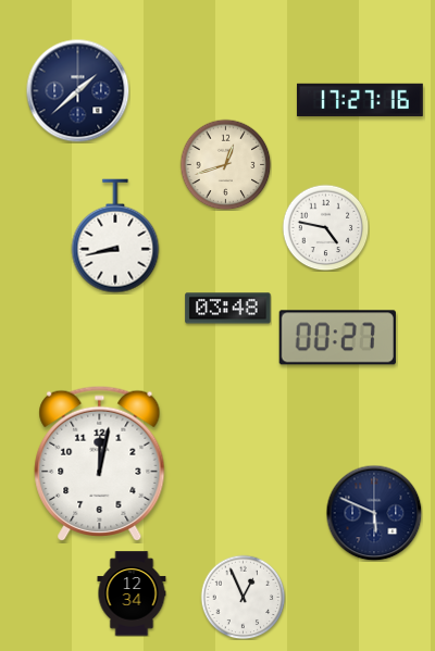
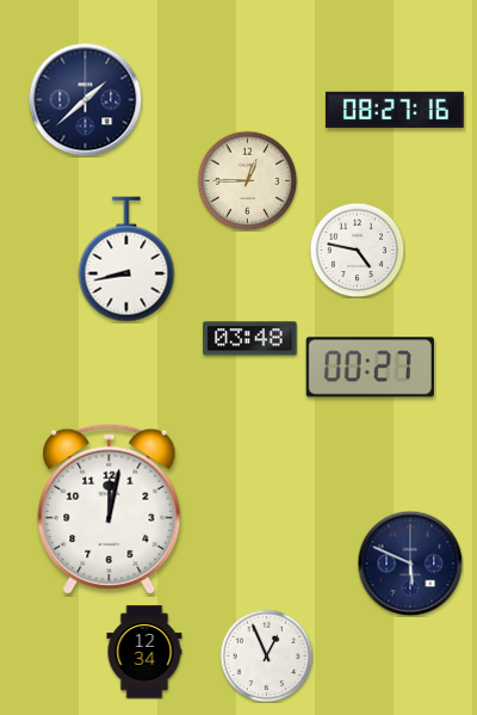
clock at (360, 100): 17:27 -> 08:27
clock at (225, 164): 12:42 -> 12:45
clock at (337, 338) position: (337, 338) -> (370, 368)
